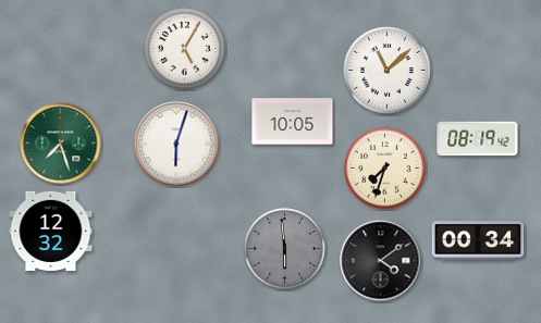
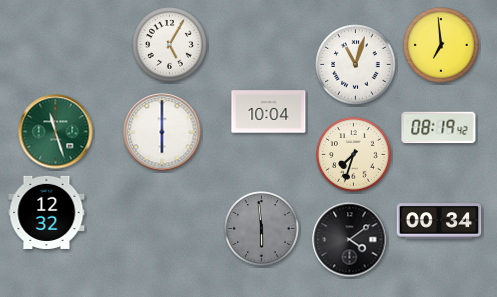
clock at (441, 45): none -> 6:59
clock at (388, 71): 11:08 -> 11:03
clock at (293, 122): 10:05 -> 10:04
clock at (61, 144): 7:27 -> 11:27
clock at (176, 144): 6:03 -> 6:00
